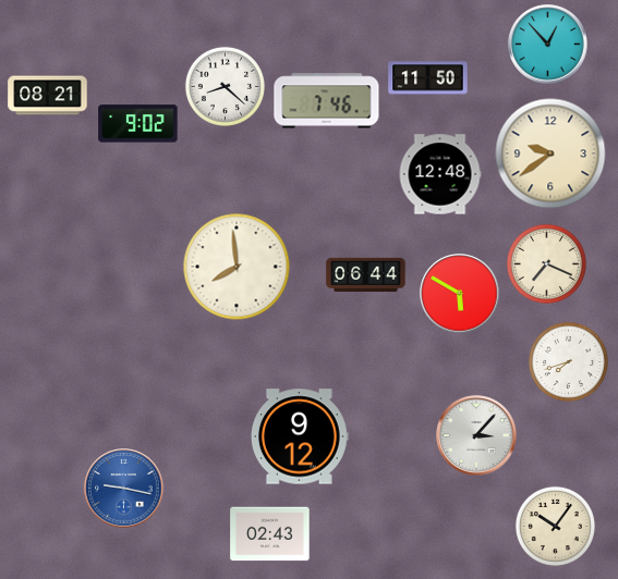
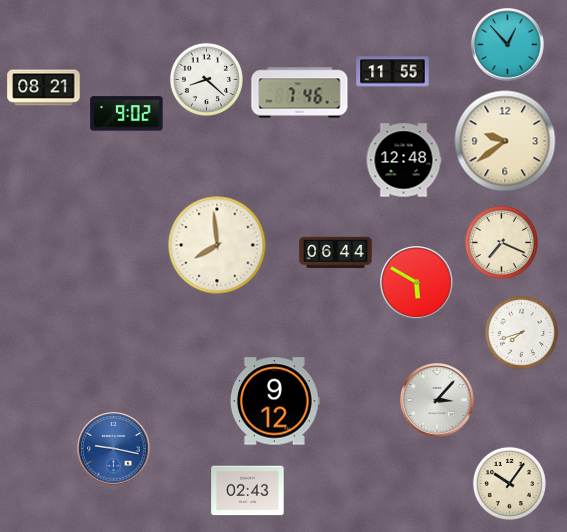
clock at (548, 45) position: (548, 45) -> (508, 45)
clock at (428, 78): 11:50 -> 11:55
clock at (460, 294) position: (460, 294) -> (417, 283)
